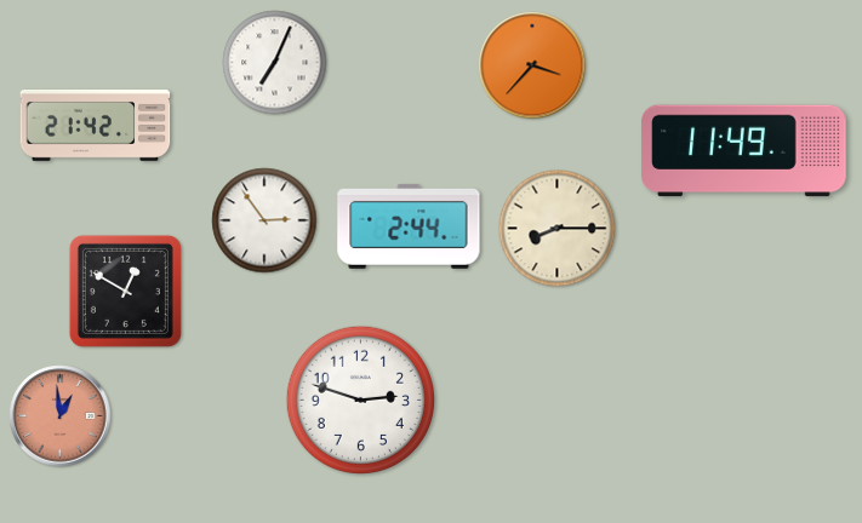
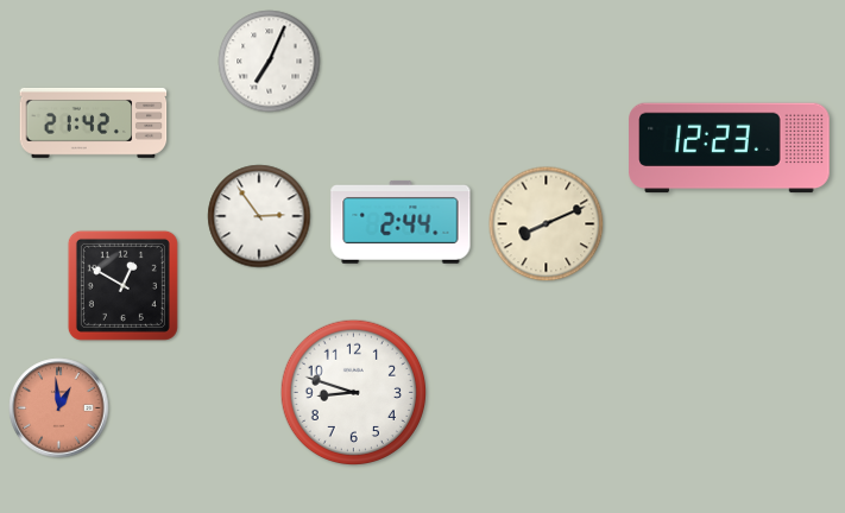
clock at (532, 65): 3:37 -> none
clock at (744, 151): 11:49 -> 12:23
clock at (558, 229): 8:15 -> 8:11
clock at (360, 400): 2:48 -> 8:48
